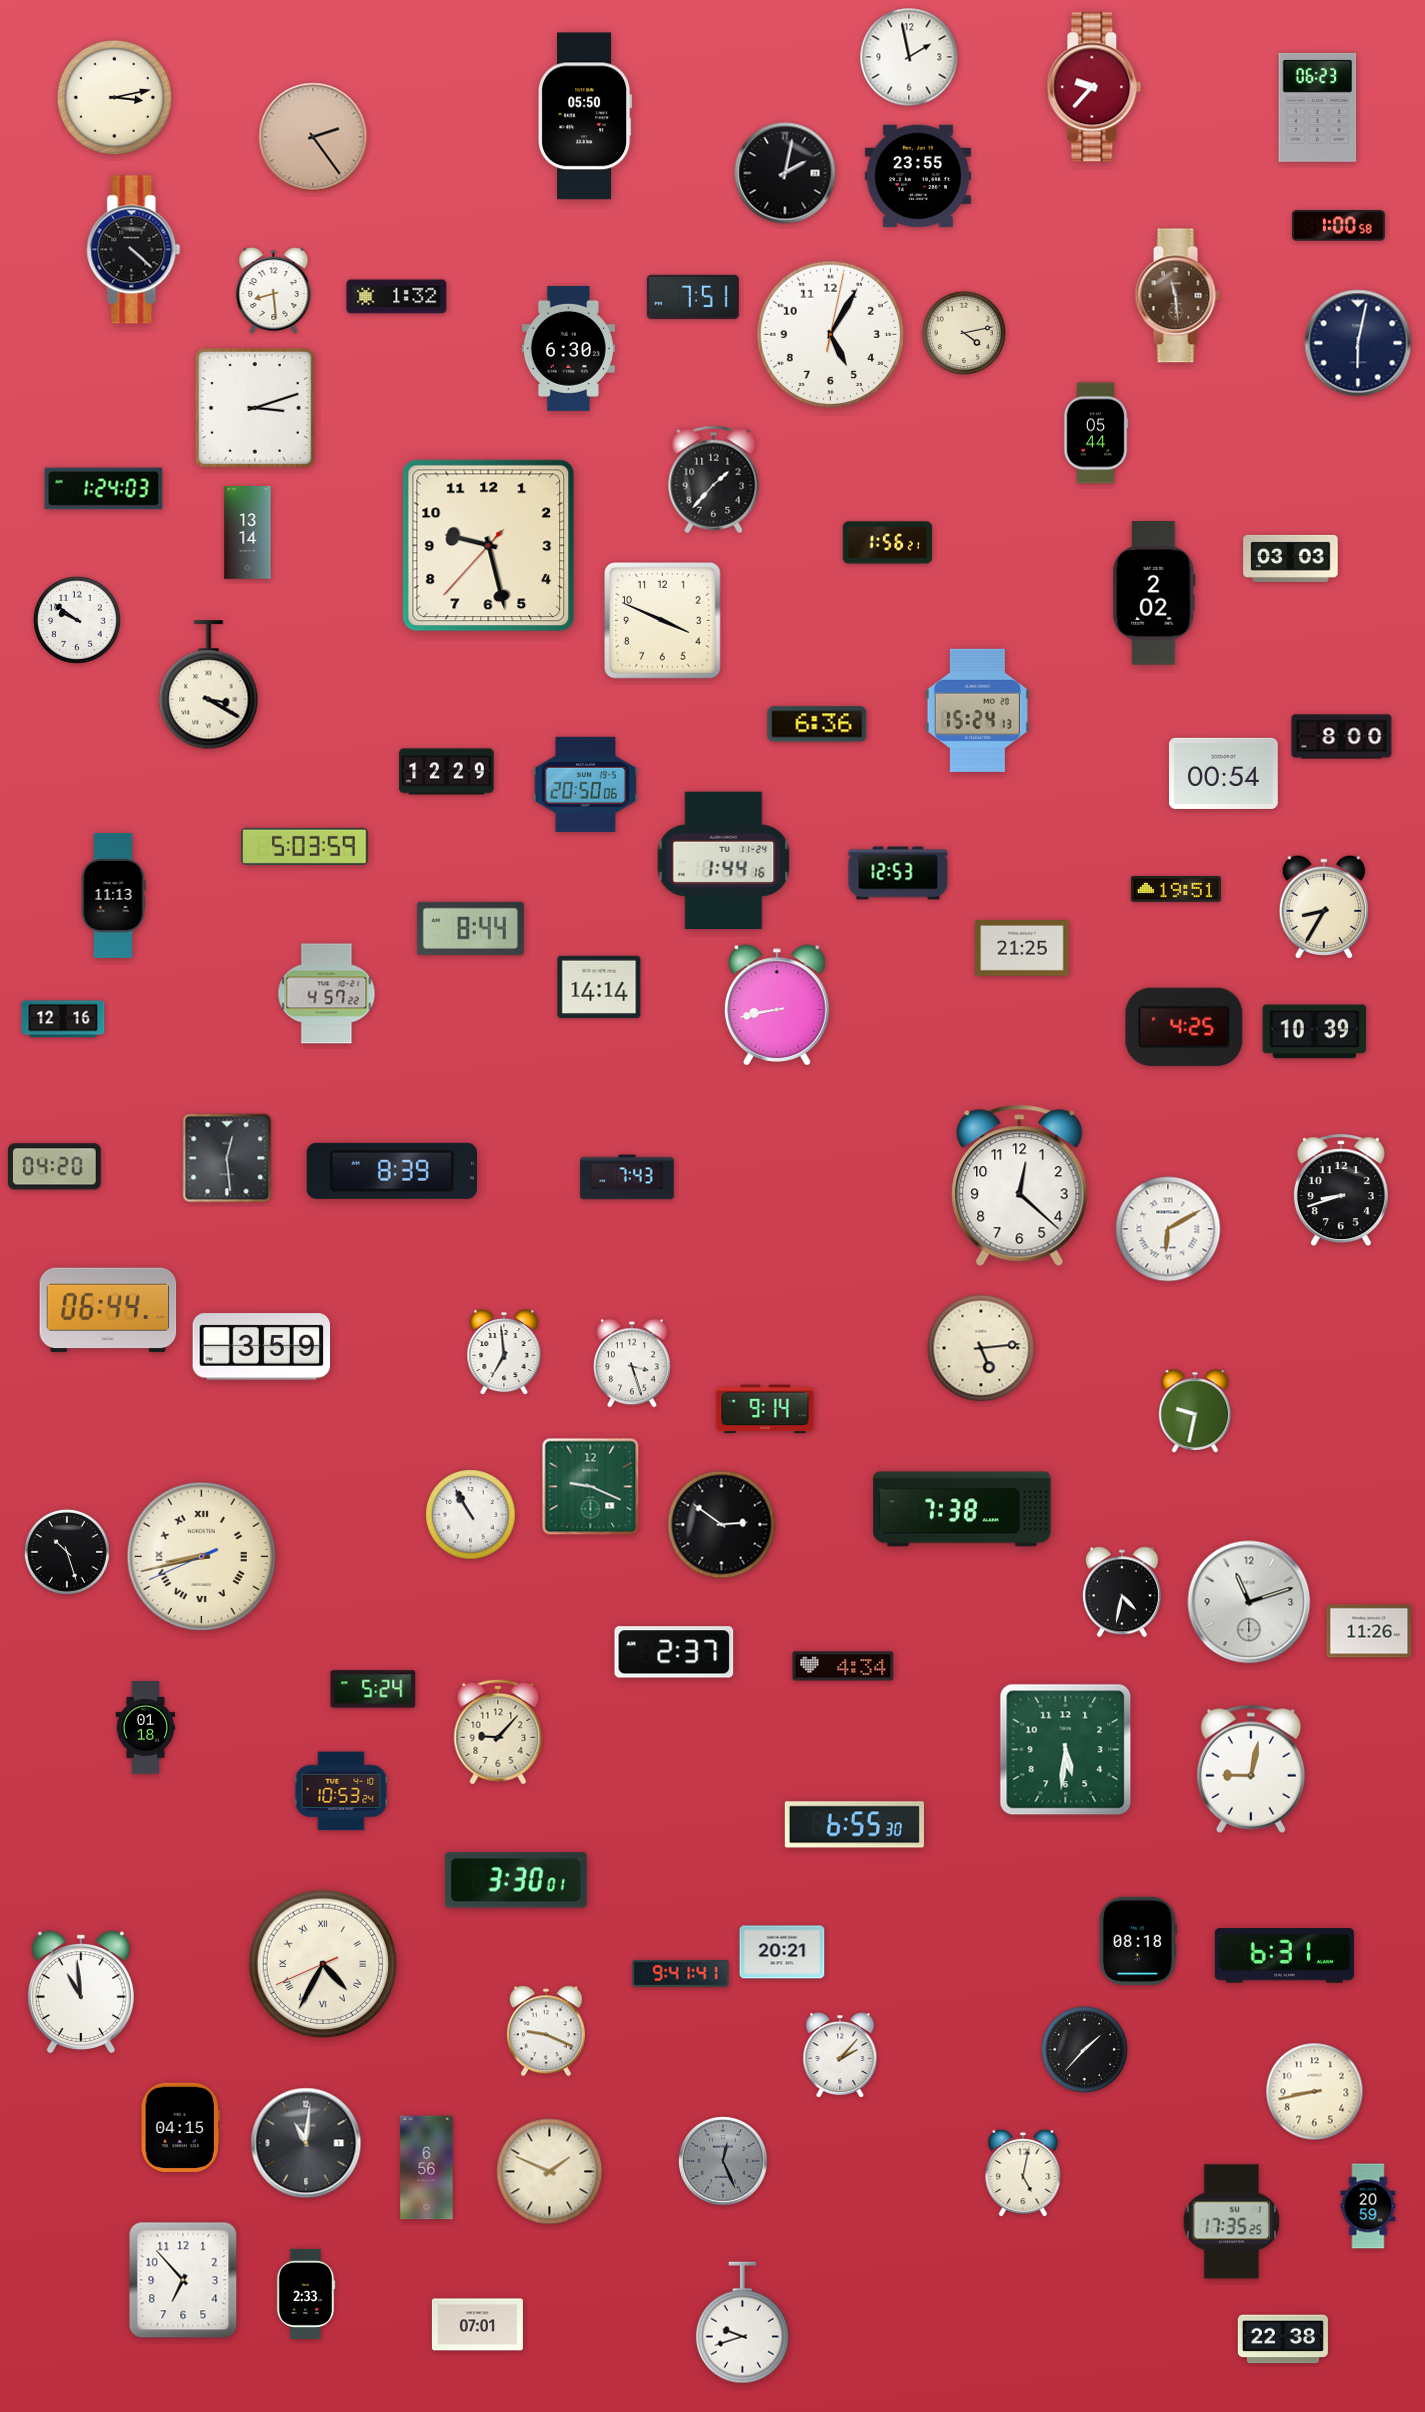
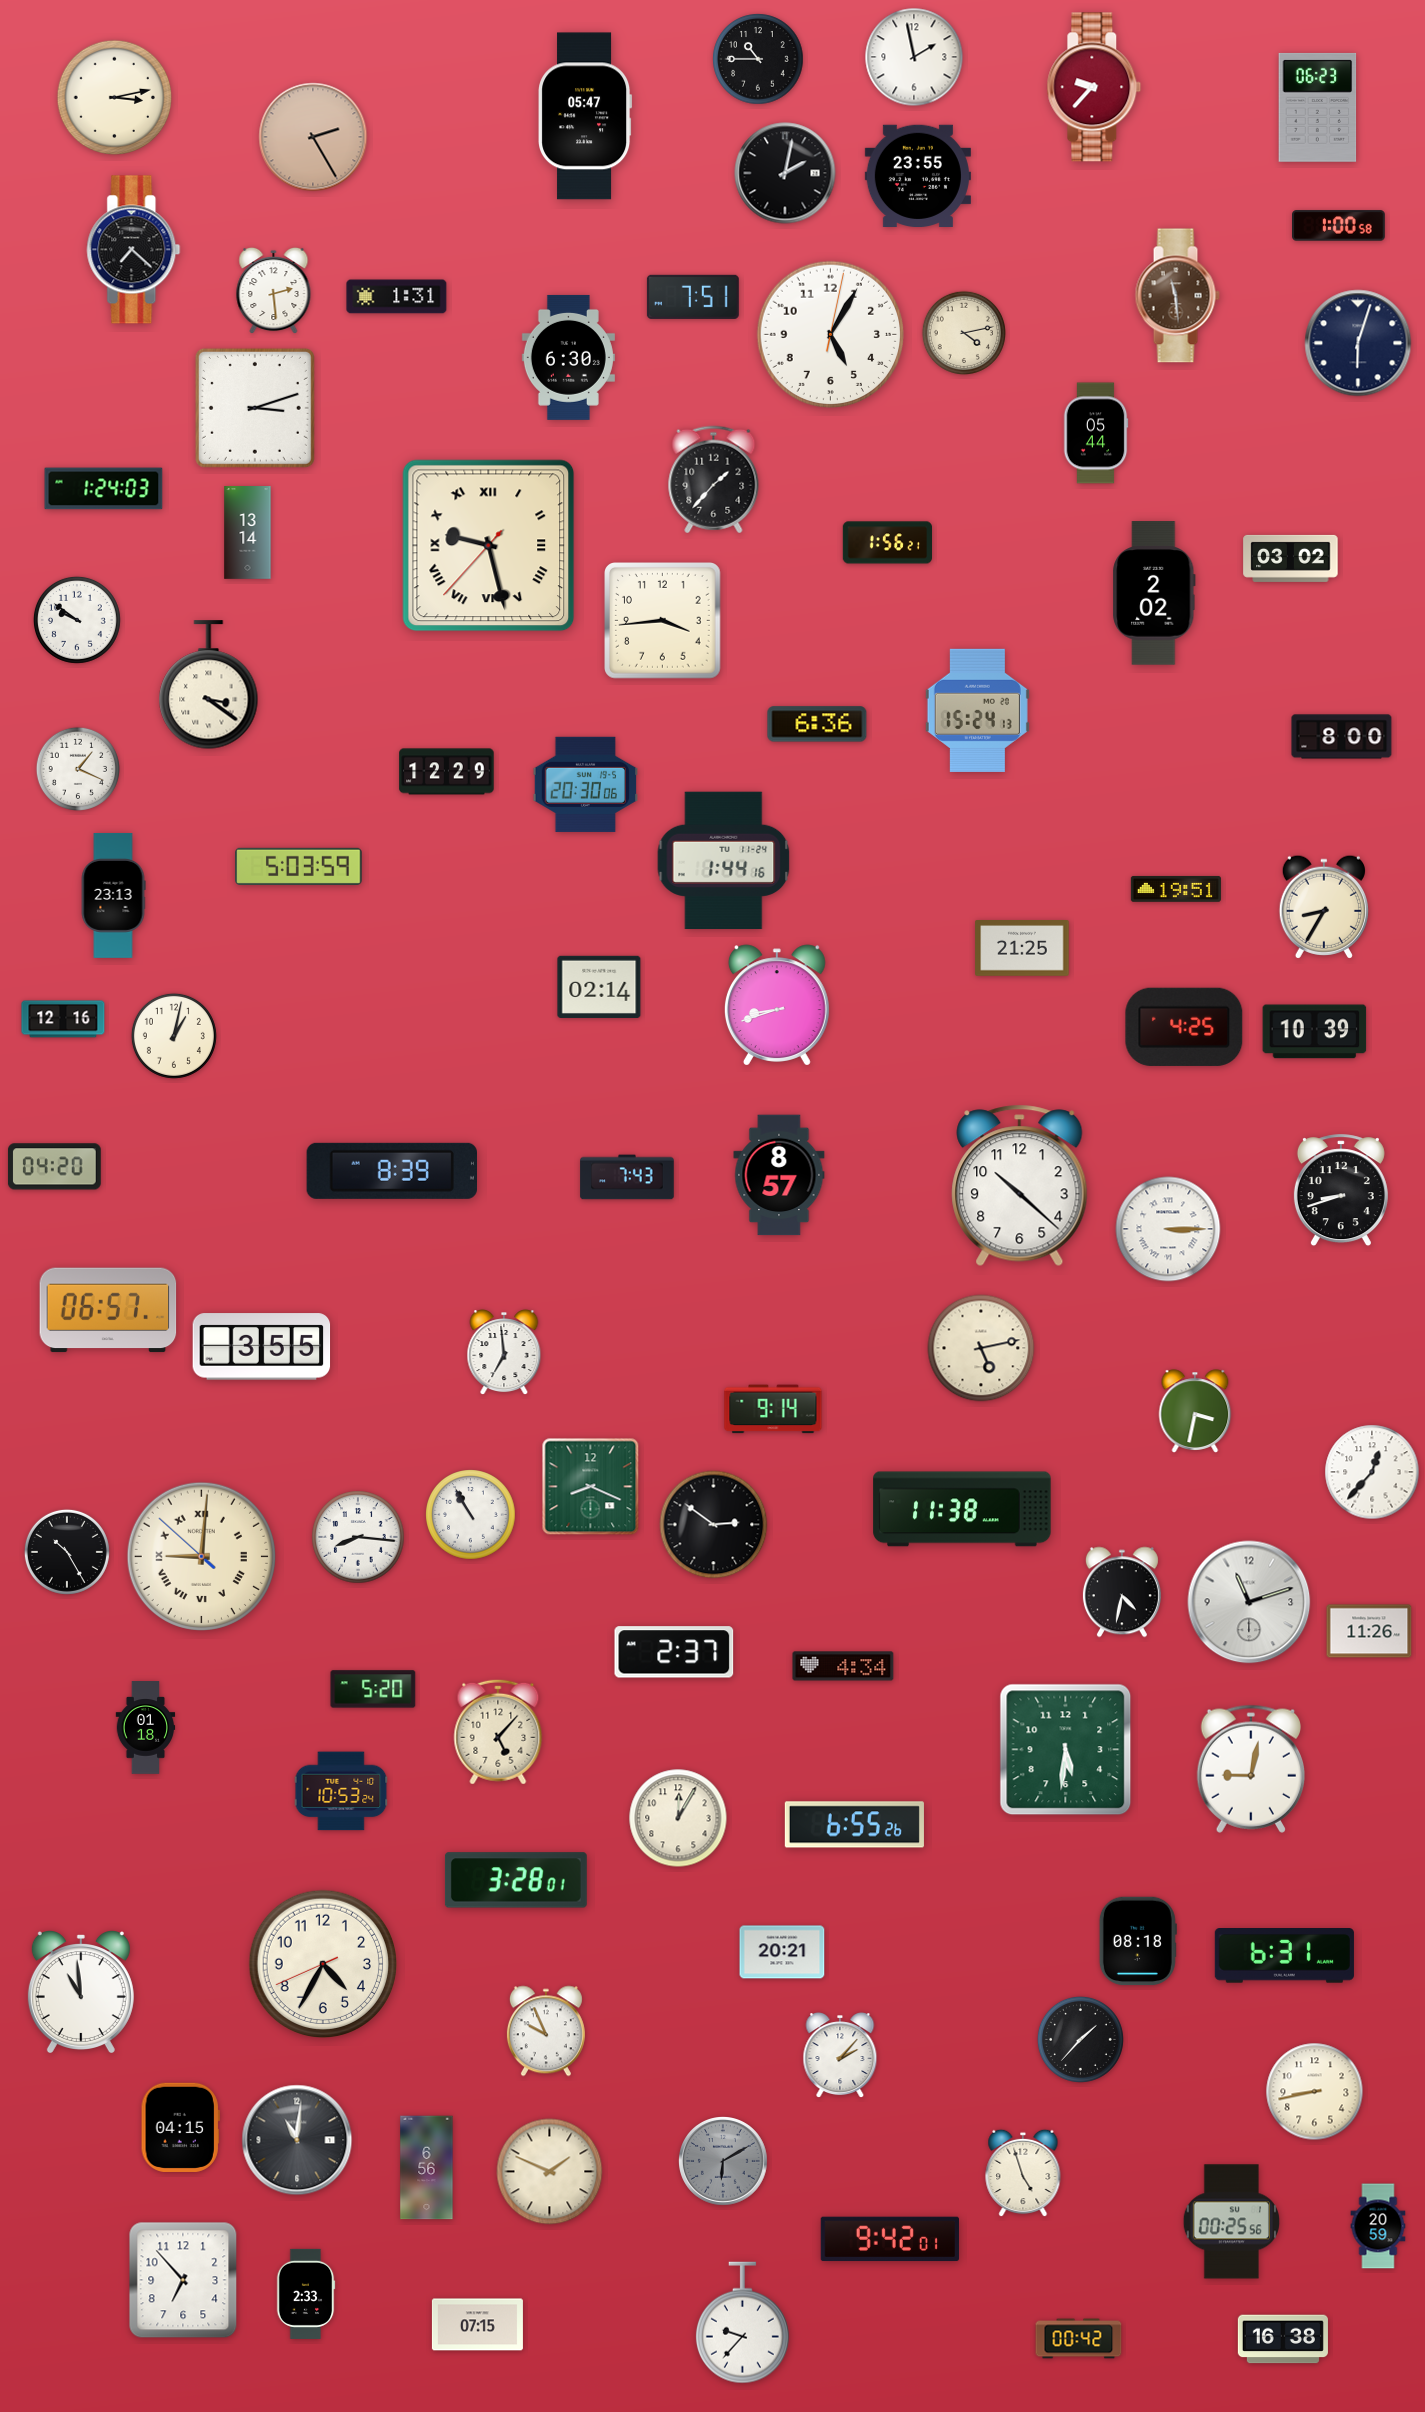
clock at (909, 57) position: (909, 57) -> (914, 57)
clock at (758, 59): none -> 10:45
clock at (585, 116): 05:50 -> 05:47
clock at (313, 137): 2:24 -> 2:25
clock at (134, 250): 4:22 -> 7:22
clock at (274, 291): 8:29 -> 2:29
clock at (397, 297): 1:32 -> 1:31
clock at (1358, 343): 6:02 -> 6:03
clock at (568, 348) position: (568, 348) -> (568, 357)
clock at (489, 546) numerals: Arabic -> Roman
clock at (1291, 558): 03:03 -> 03:02
clock at (663, 621): 3:49 -> 3:44
clock at (209, 685): 3:20 -> 3:21
clock at (78, 769): none -> 1:19
clock at (1223, 773): 00:54 -> none
clock at (585, 784): 20:50 -> 20:30
clock at (305, 846) position: (305, 846) -> (299, 866)
clock at (898, 873): 12:53 -> none
clock at (113, 895): 11:13 -> 23:13
clock at (470, 928): 8:44 -> none
clock at (599, 987): 14:14 -> 02:14
clock at (327, 994): 4:57 -> none
clock at (777, 1005): 8:43 -> 8:42
clock at (174, 1036): none -> 1:02
clock at (227, 1158): 12:29 -> none
clock at (779, 1175): none -> 8:57
clock at (1020, 1186): 12:22 -> 10:22
clock at (1168, 1229): 6:10 -> 3:15
clock at (108, 1310): 06:44 -> 06:57
clock at (262, 1347): 3:59 -> 3:55
clock at (981, 1348): 5:14 -> 5:13
clock at (633, 1363): 3:27 -> none
clock at (765, 1409) position: (765, 1409) -> (773, 1409)
clock at (1195, 1411): 9:32 -> 3:32
clock at (1372, 1472): none -> 12:37
clock at (591, 1487): 9:19 -> 8:19
clock at (962, 1509): 7:38 -> 11:38
clock at (722, 1525) position: (722, 1525) -> (714, 1525)
clock at (358, 1537): none -> 8:16
clock at (67, 1552): 10:27 -> 10:25
clock at (201, 1556): 8:42 -> 9:00
clock at (373, 1689): 5:24 -> 5:20
clock at (498, 1732): 9:07 -> 5:07
clock at (678, 1818): none -> 12:05
clock at (854, 1825): 6:55:30 -> 6:55:26
clock at (516, 1880): 3:30 -> 3:28
clock at (322, 1963) numerals: Roman -> Arabic
clock at (681, 1974): 9:41 -> none
clock at (546, 2031): 9:19 -> 9:56
clock at (1084, 2049) position: (1084, 2049) -> (1080, 2039)
clock at (306, 2143) position: (306, 2143) -> (297, 2140)
clock at (724, 2162): 12:26 -> 6:10
clock at (1023, 2173): 5:02 -> 4:57
clock at (1368, 2206) position: (1368, 2206) -> (1378, 2226)
clock at (1231, 2222): 17:35 -> 00:25
clock at (890, 2239): none -> 9:42
clock at (742, 2323): 9:42 -> 9:37
clock at (477, 2325): 07:01 -> 07:15
clock at (1079, 2339): none -> 00:42
clock at (1283, 2339): 22:38 -> 16:38
